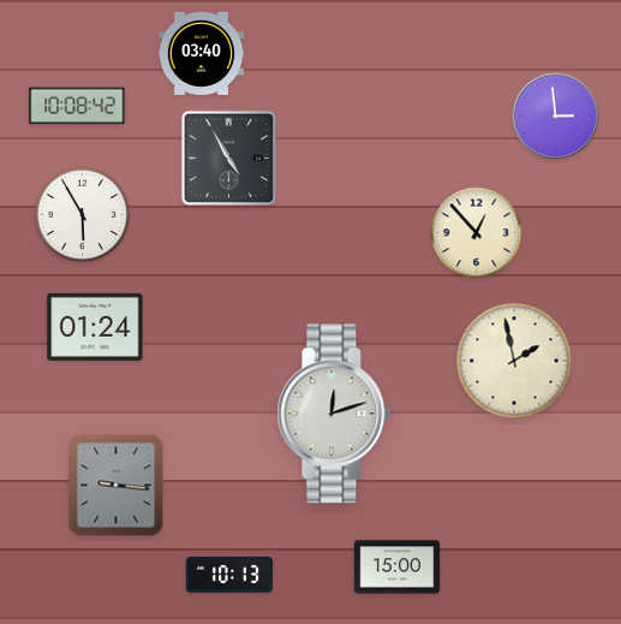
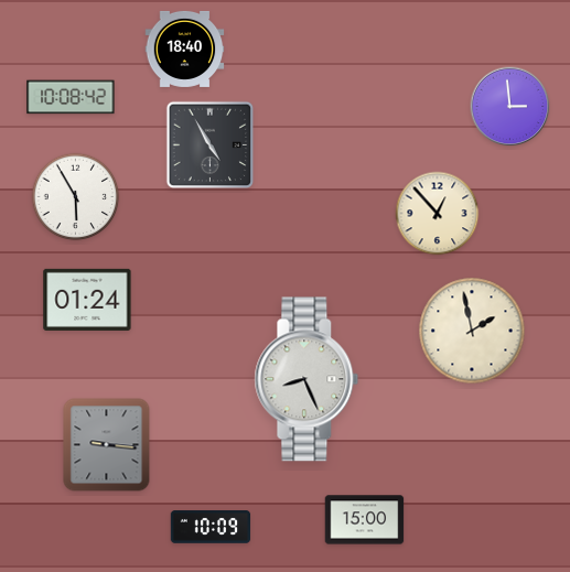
clock at (202, 53): 03:40 -> 18:40
clock at (334, 414): 12:12 -> 8:26
clock at (229, 575): 10:13 -> 10:09
